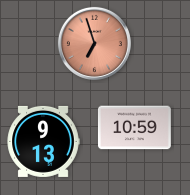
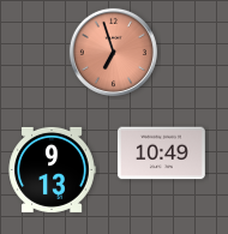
clock at (134, 128): 10:59 -> 10:49
